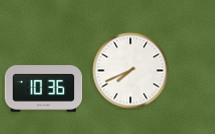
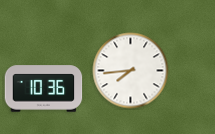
clock at (131, 71): 7:41 -> 7:44
